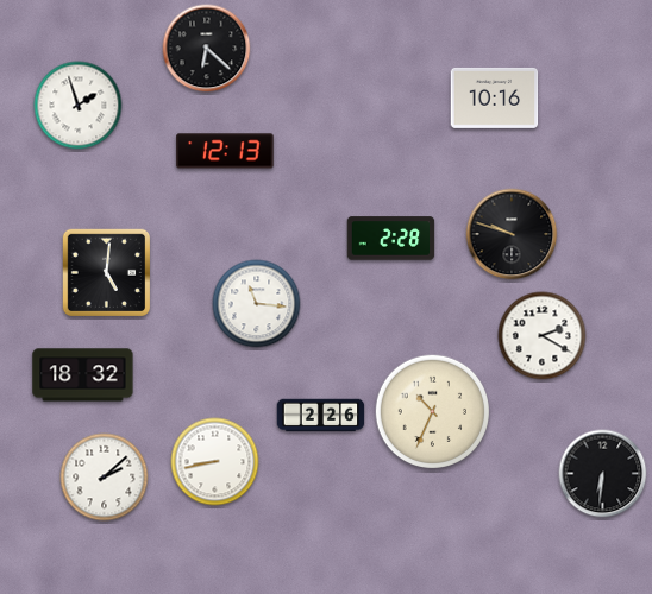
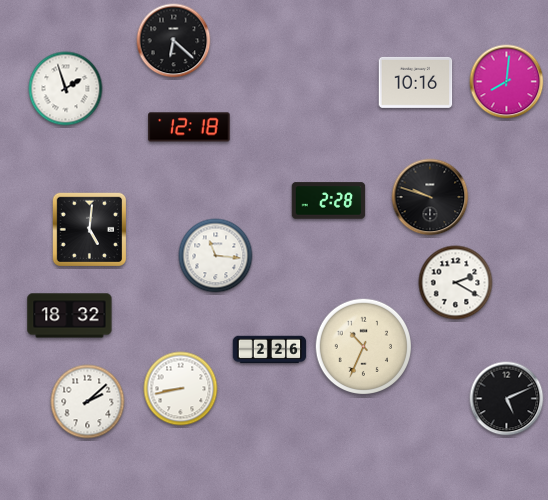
clock at (507, 82): none -> 8:01
clock at (225, 151): 12:13 -> 12:18
clock at (603, 474): 6:31 -> 5:11
